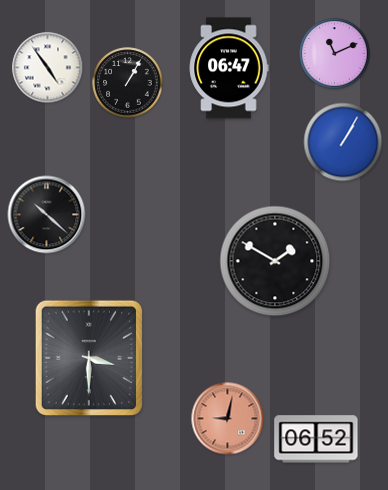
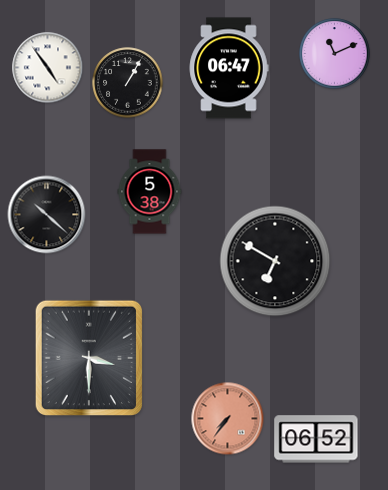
clock at (343, 142): 1:05 -> none
clock at (150, 192): none -> 5:38
clock at (275, 261): 1:50 -> 6:50
clock at (228, 419): 9:02 -> 7:36
